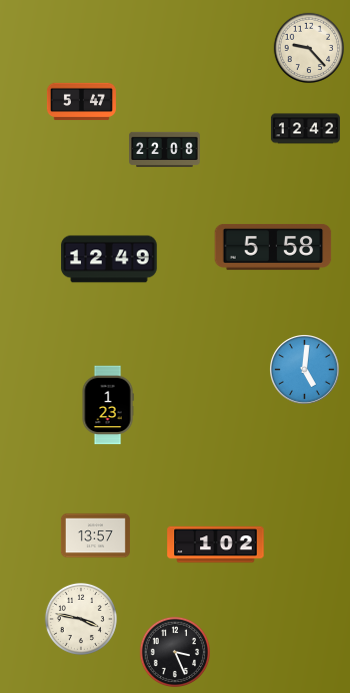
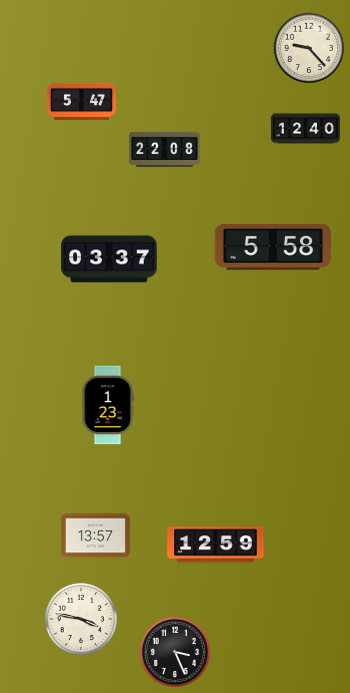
clock at (305, 129): 12:42 -> 12:40
clock at (109, 259): 12:49 -> 03:37
clock at (305, 370): 5:01 -> none
clock at (216, 545): 1:02 -> 12:59
